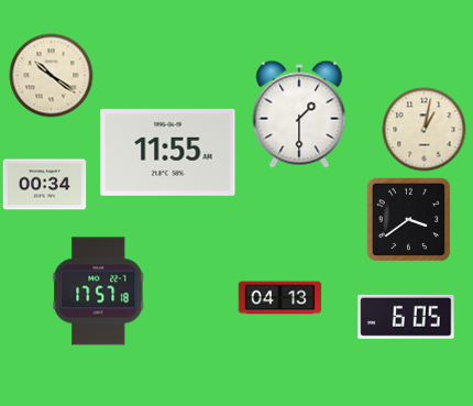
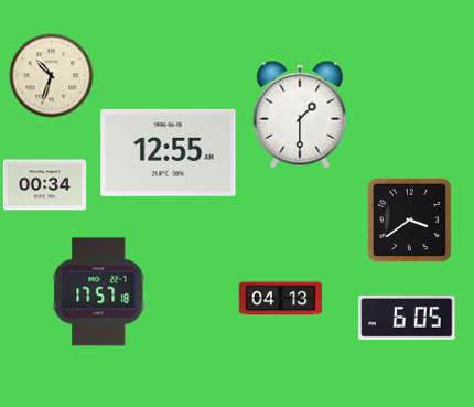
clock at (52, 76): 10:21 -> 10:33
clock at (425, 130): 1:02 -> none
clock at (168, 152): 11:55 -> 12:55
